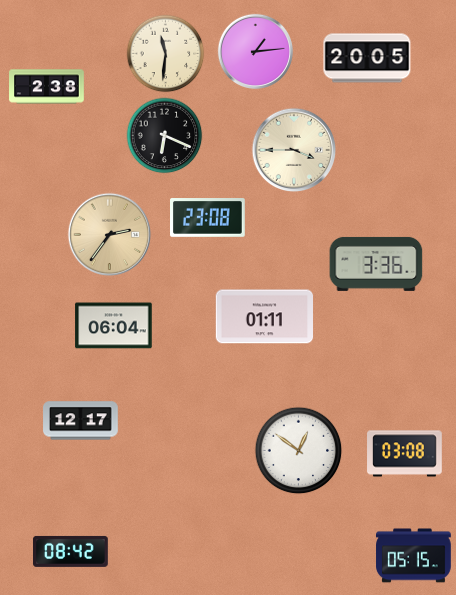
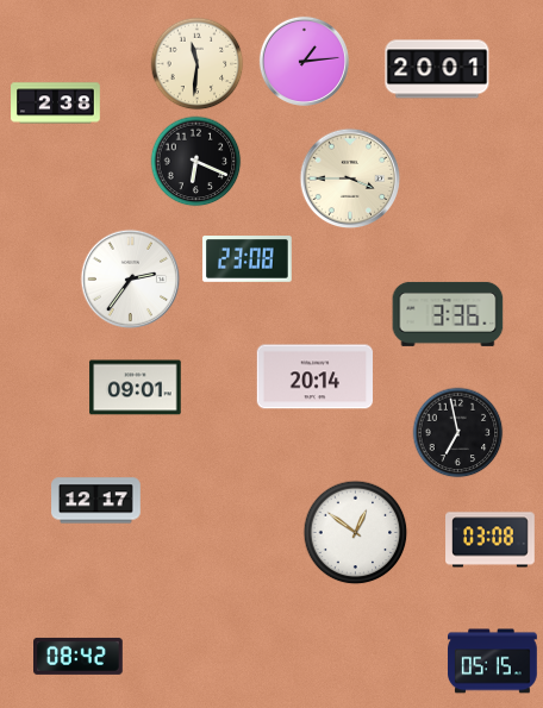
clock at (367, 58): 20:05 -> 20:01
clock at (110, 235) dial: champagne -> white
clock at (265, 317): 01:11 -> 20:14
clock at (114, 326): 06:04 -> 09:01
clock at (458, 433): none -> 6:58
clock at (299, 451) position: (299, 451) -> (356, 533)
clock at (405, 454) position: (405, 454) -> (491, 540)
clock at (71, 551) position: (71, 551) -> (79, 656)
